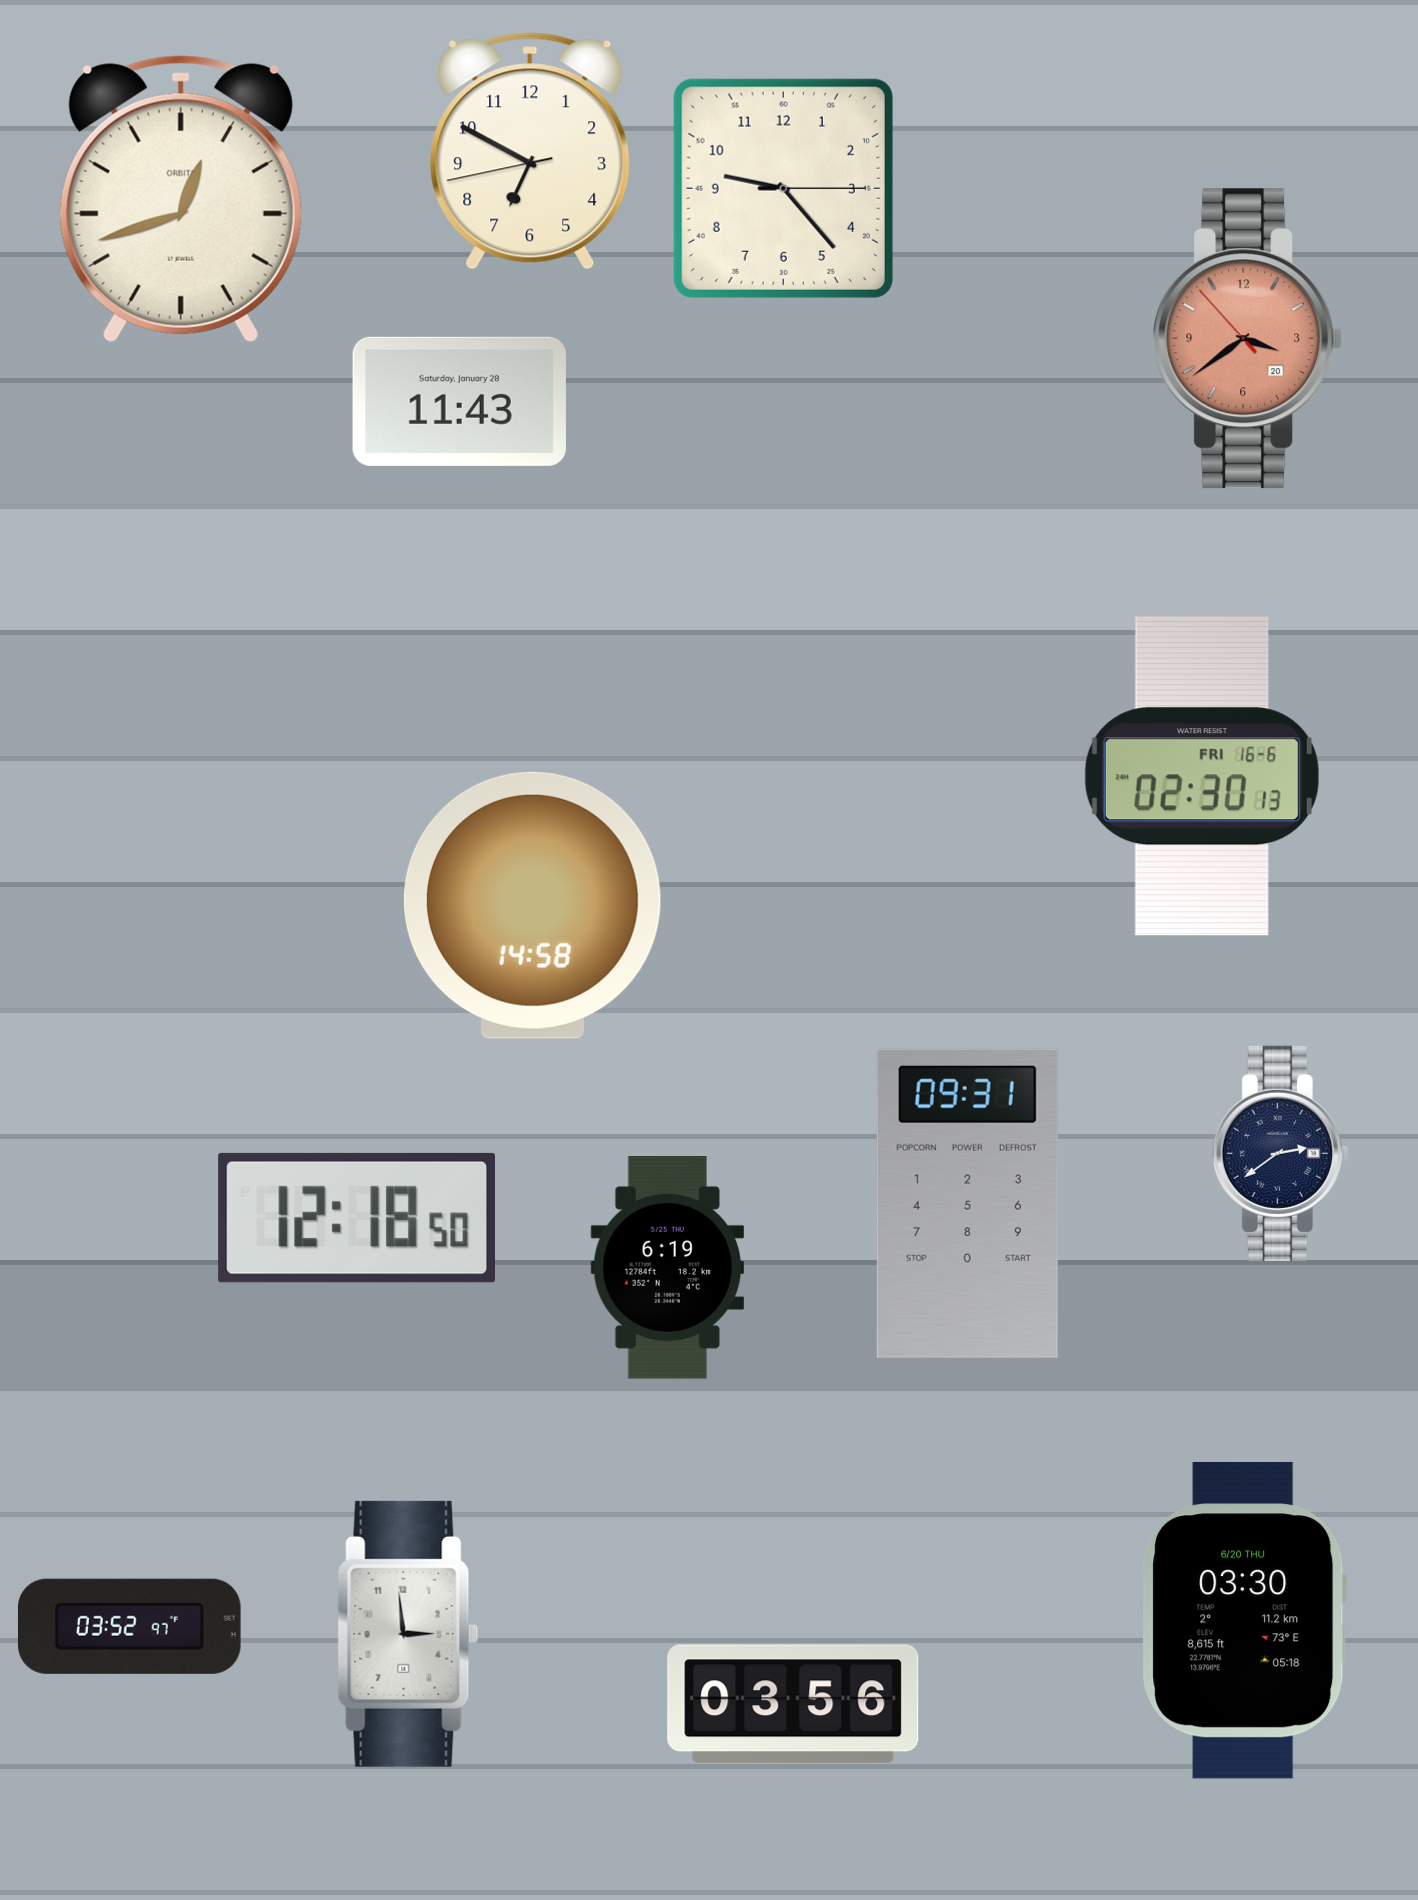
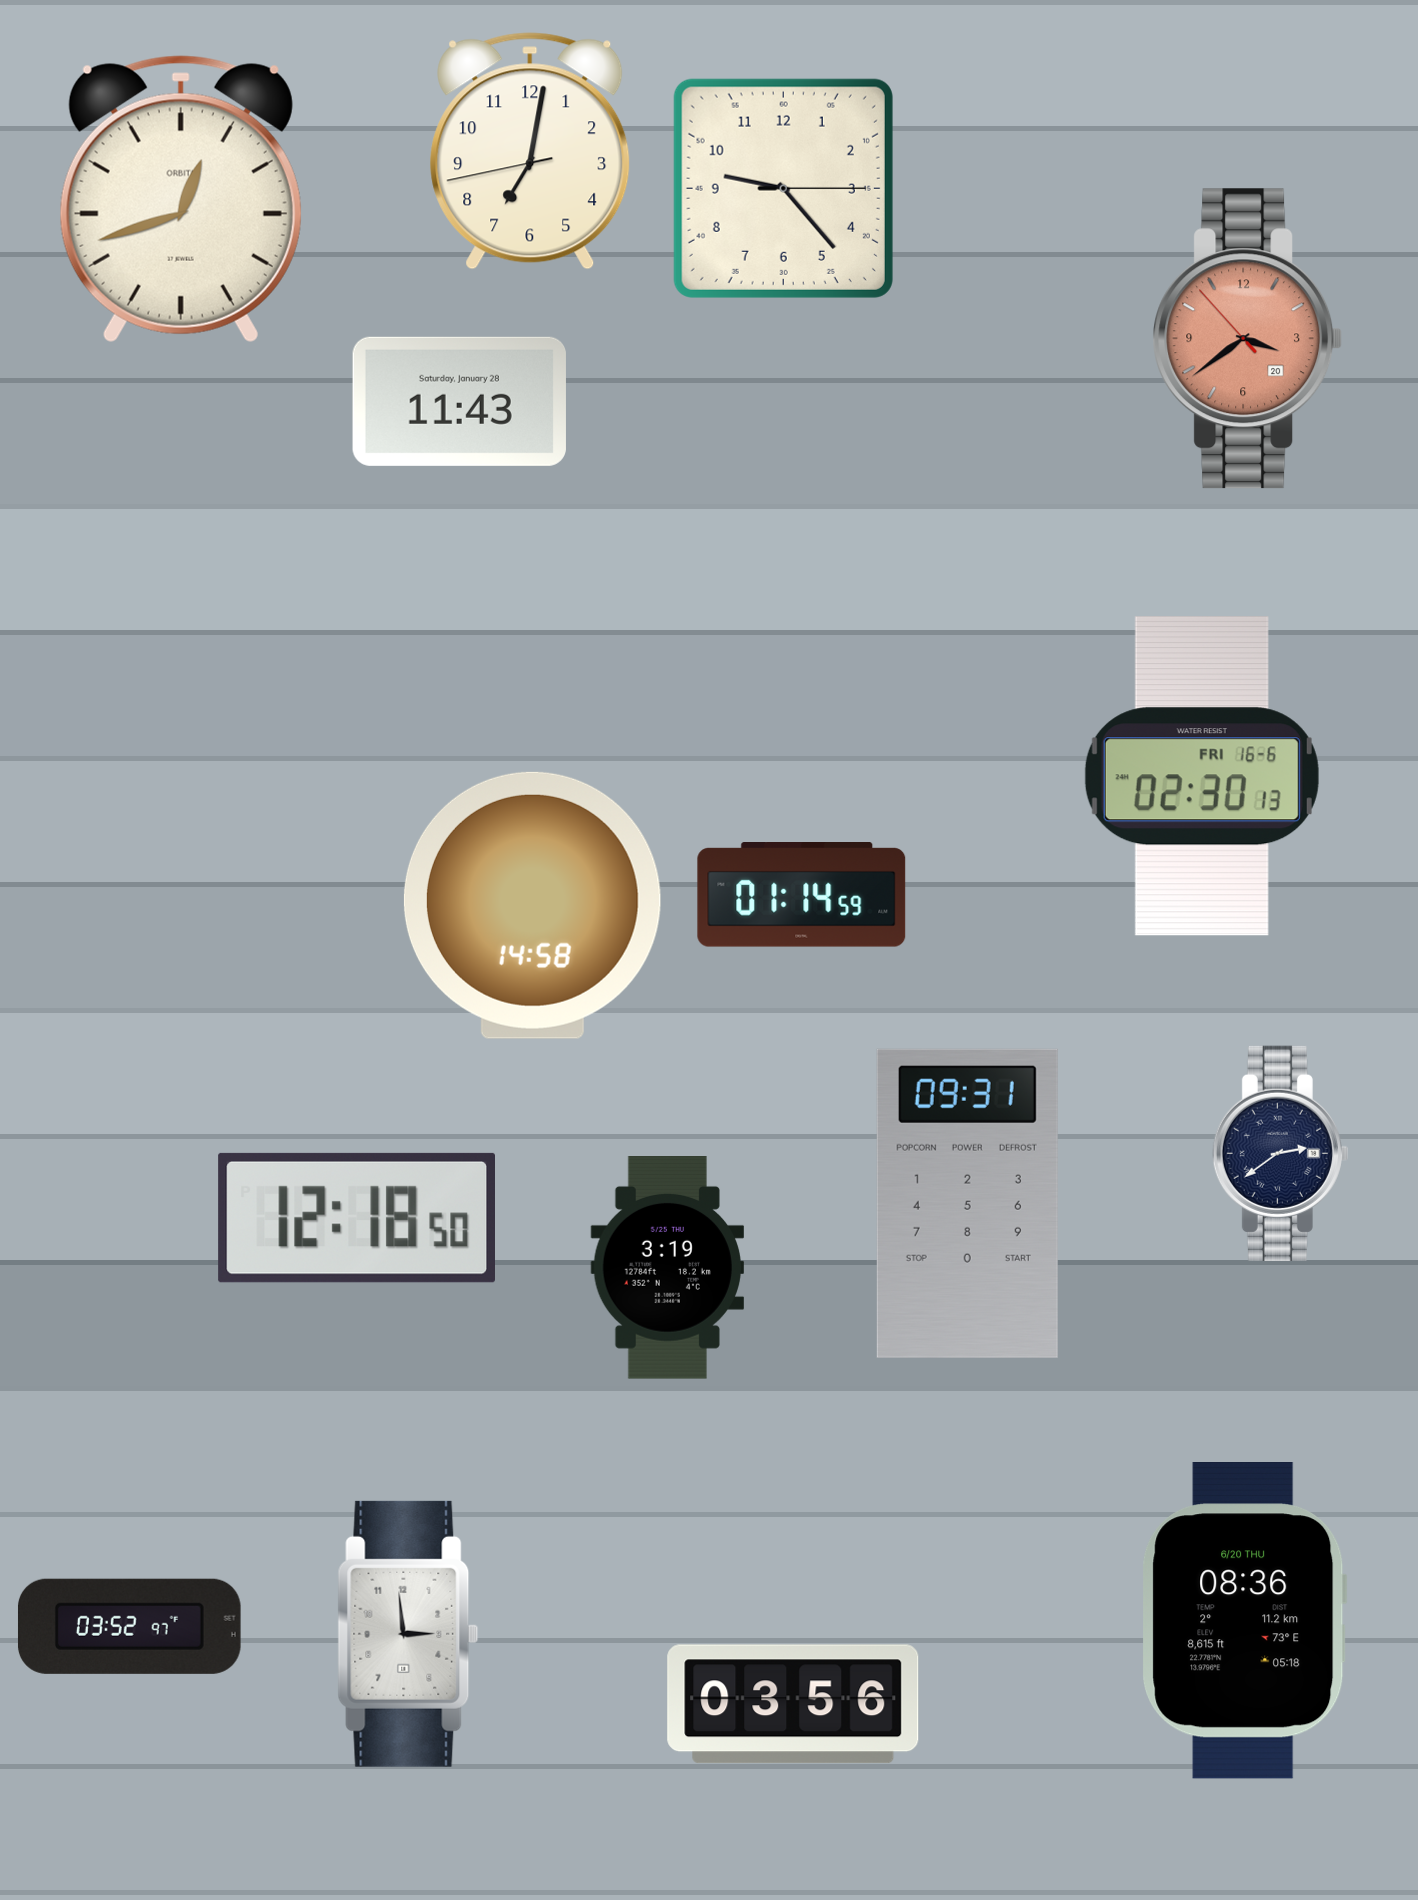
clock at (530, 151): 6:49 -> 7:01
clock at (802, 895): none -> 01:14
clock at (667, 1268): 6:19 -> 3:19
clock at (1245, 1621): 03:30 -> 08:36
